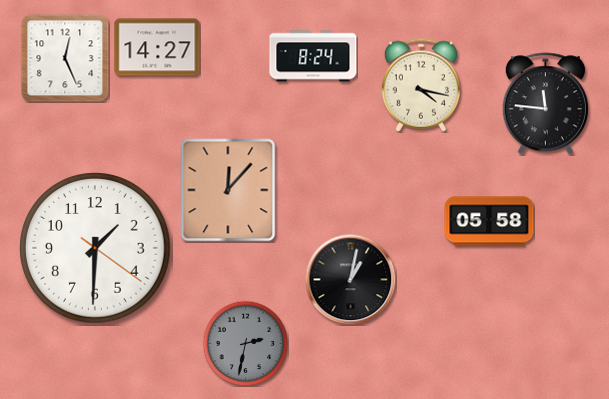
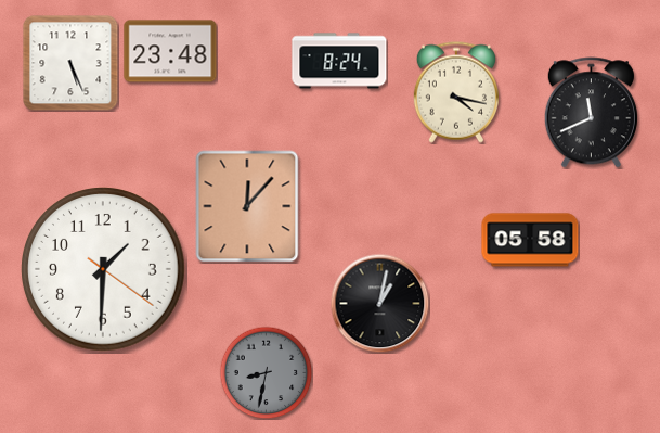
clock at (157, 47): 14:27 -> 23:48
clock at (65, 58): 12:26 -> 5:26
clock at (545, 104): 11:46 -> 11:41
clock at (245, 343): 2:32 -> 8:32
